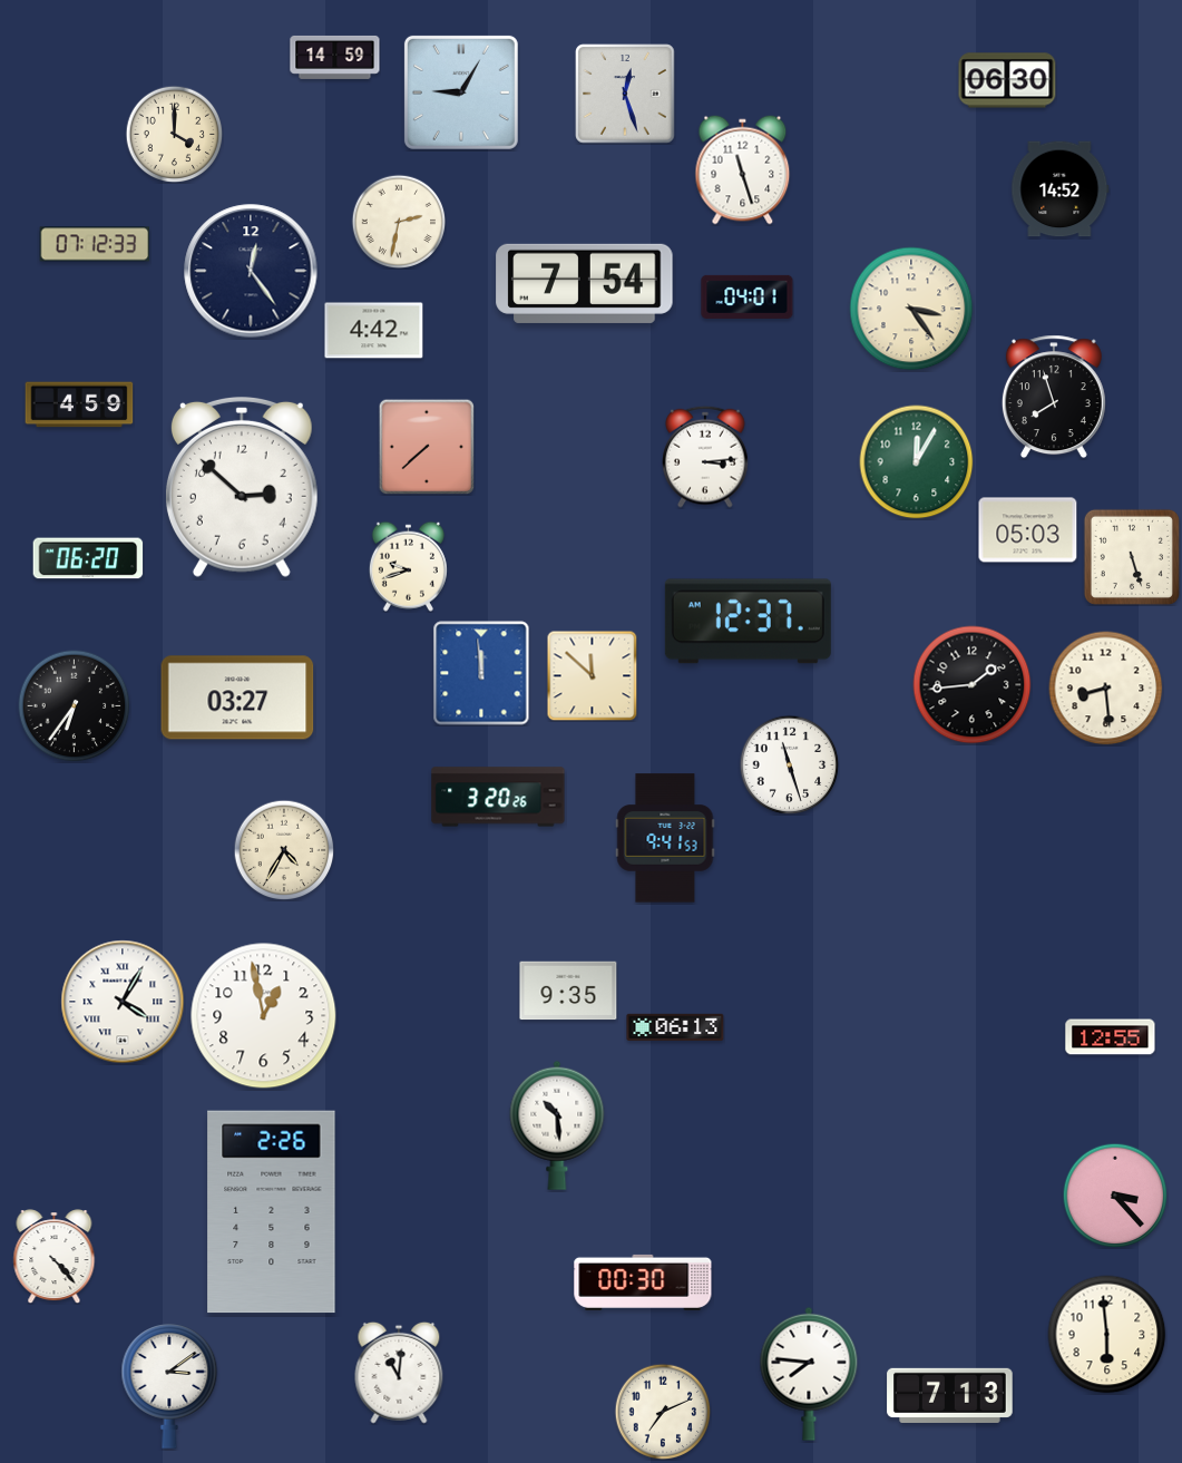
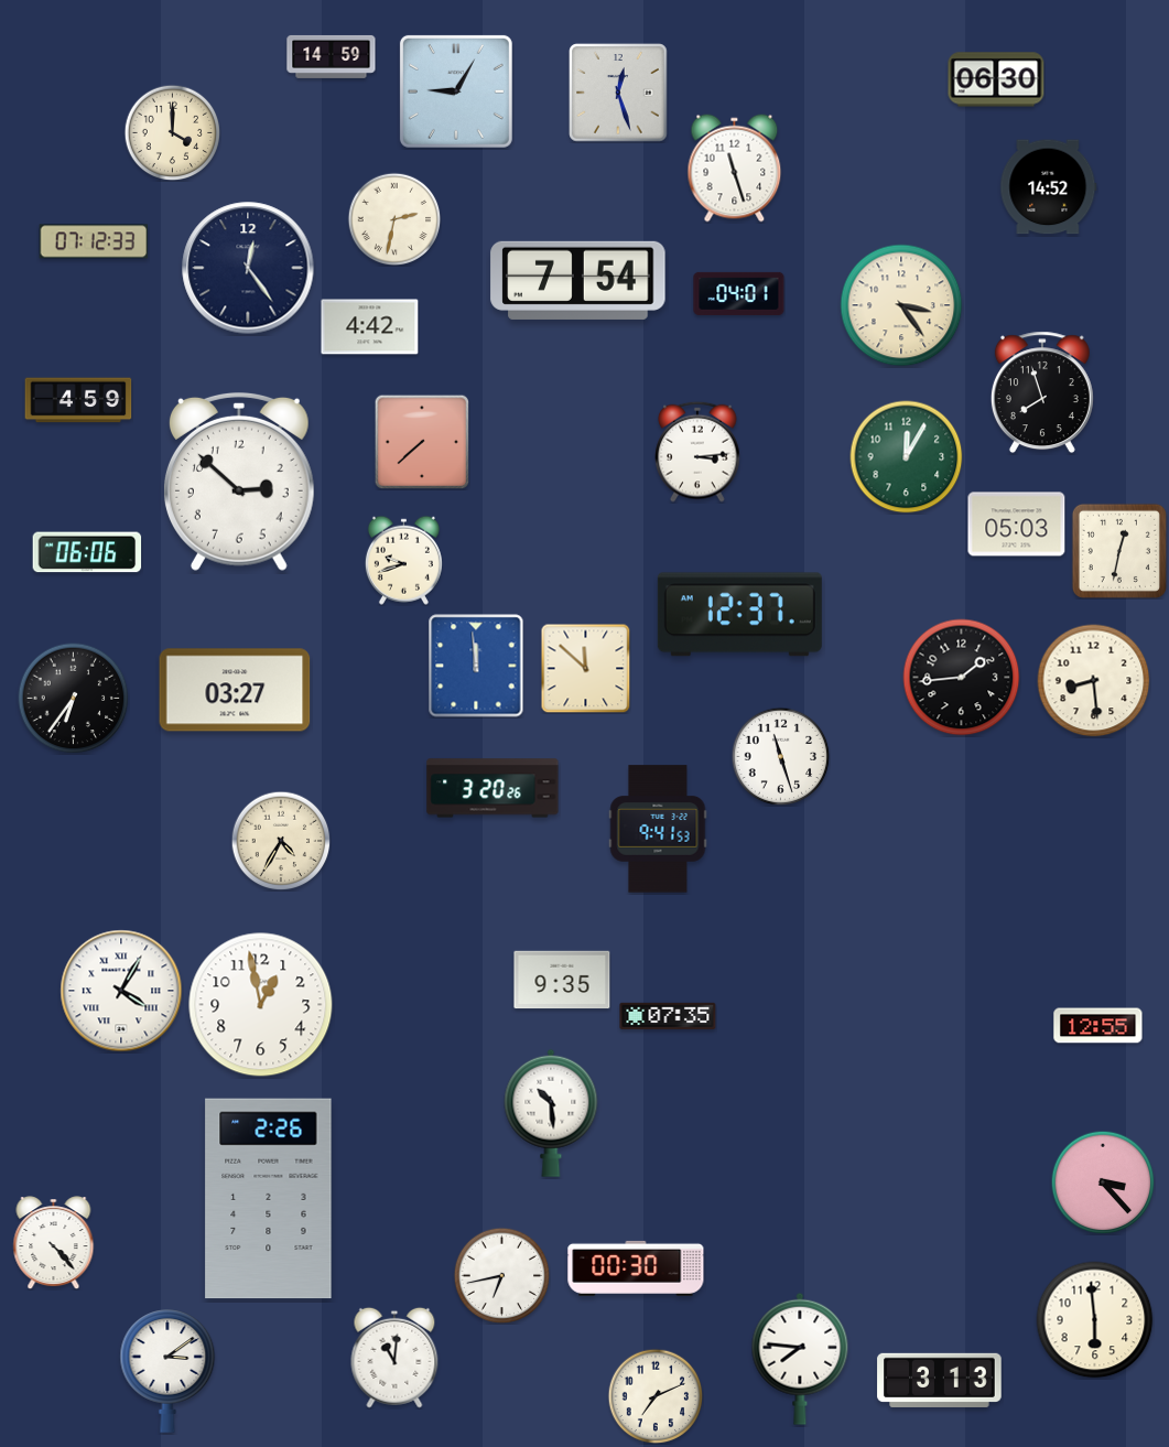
clock at (1132, 557): 5:27 -> 12:32
clock at (88, 558): 06:20 -> 06:06
clock at (675, 1027): 06:13 -> 07:35
clock at (501, 1275): none -> 6:43
clock at (950, 1395): 7:13 -> 3:13
